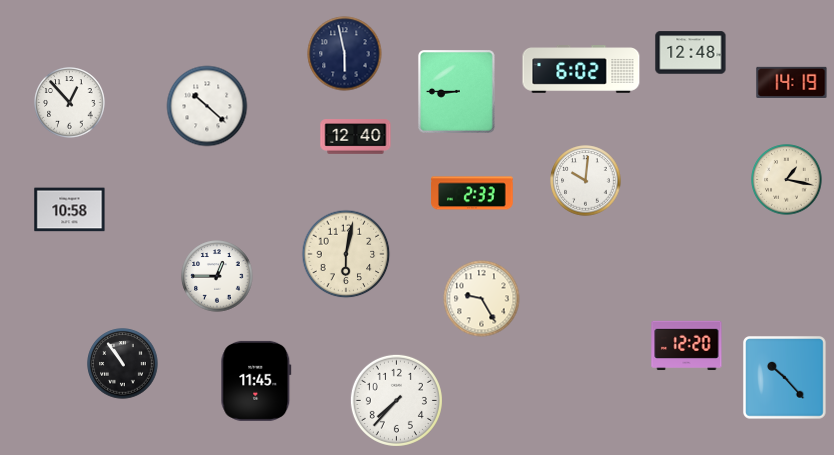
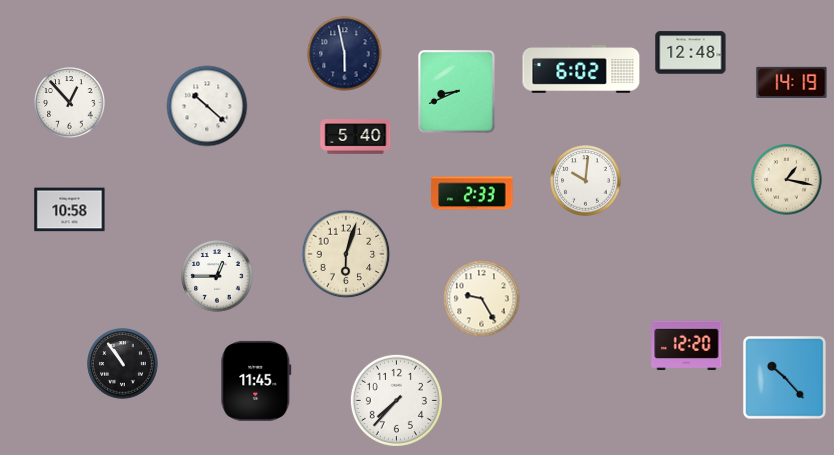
clock at (457, 92): 8:45 -> 8:41
clock at (356, 137): 12:40 -> 5:40
clock at (346, 254): 6:02 -> 6:03
